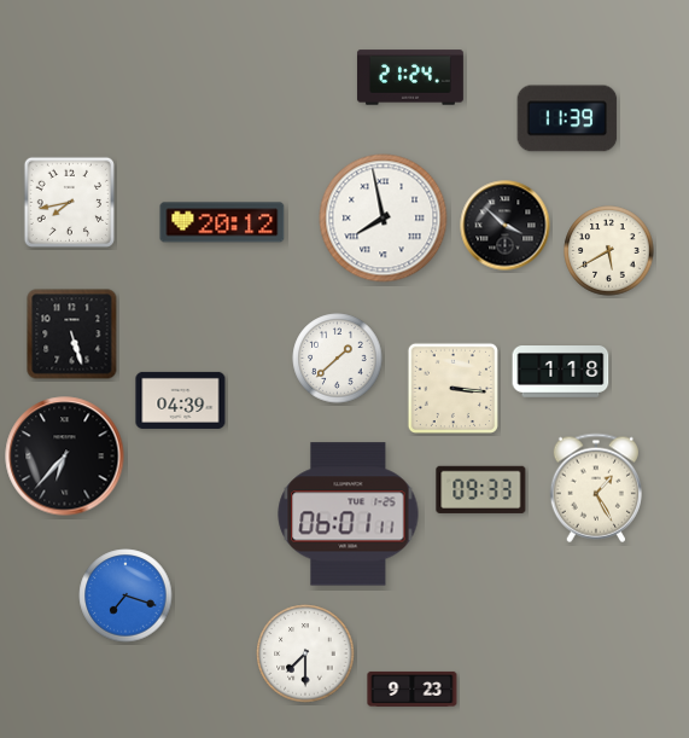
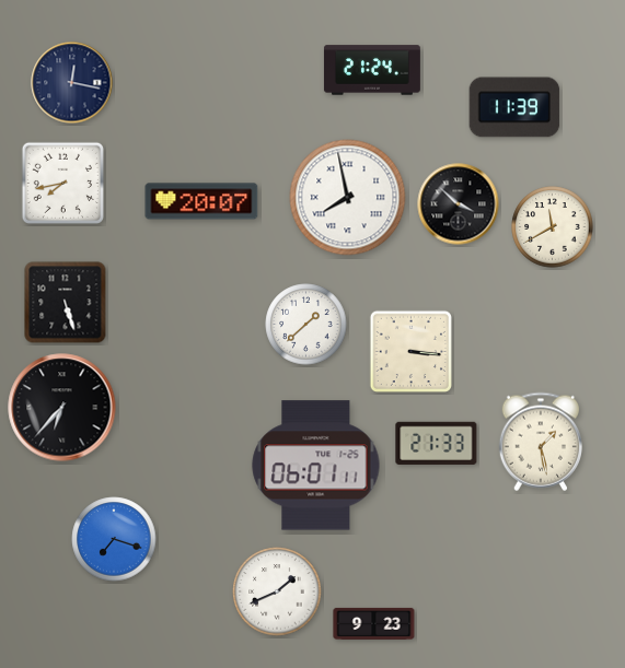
clock at (72, 83): none -> 12:17
clock at (222, 222): 20:12 -> 20:07
clock at (609, 251): 5:40 -> 11:40
clock at (561, 372): 1:18 -> none
clock at (181, 400): 04:39 -> none
clock at (65, 457) position: (65, 457) -> (62, 408)
clock at (595, 488): 1:25 -> 1:28
clock at (481, 489): 09:33 -> 21:33
clock at (305, 653): 7:30 -> 1:41
